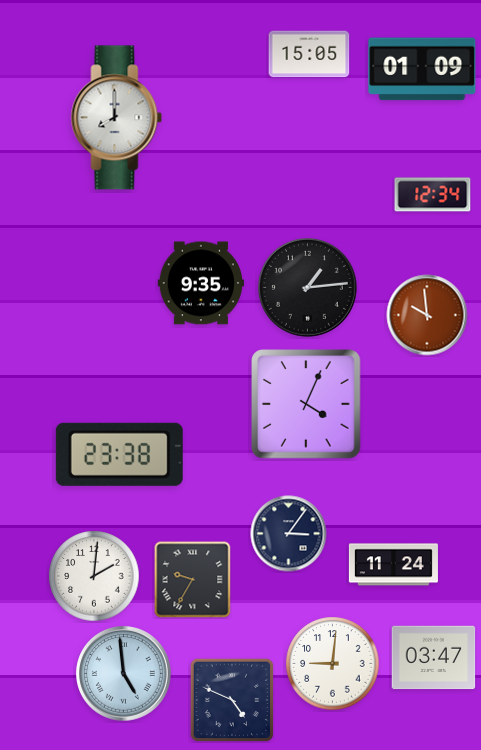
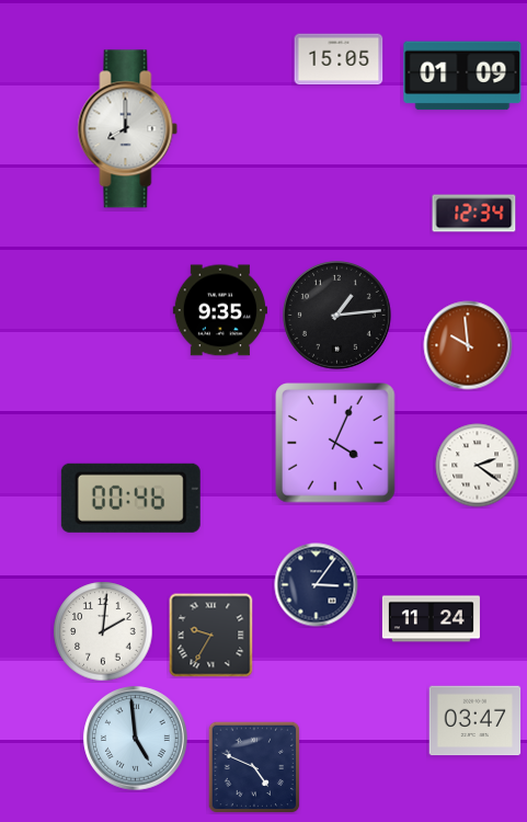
clock at (478, 466): none -> 2:21
clock at (119, 454): 23:38 -> 00:46
clock at (333, 664): 9:01 -> none
